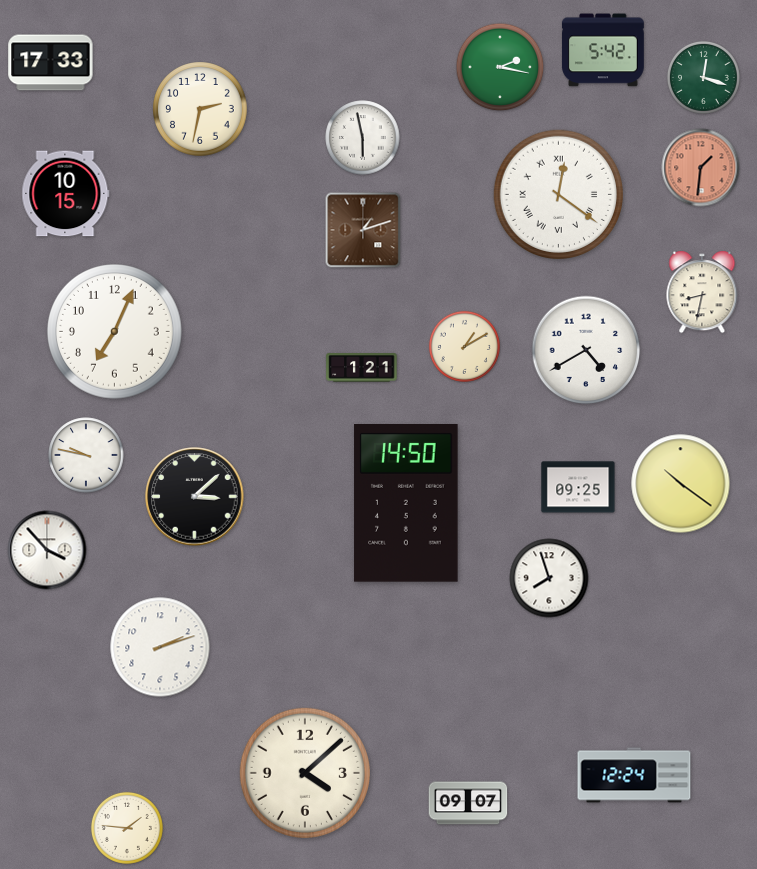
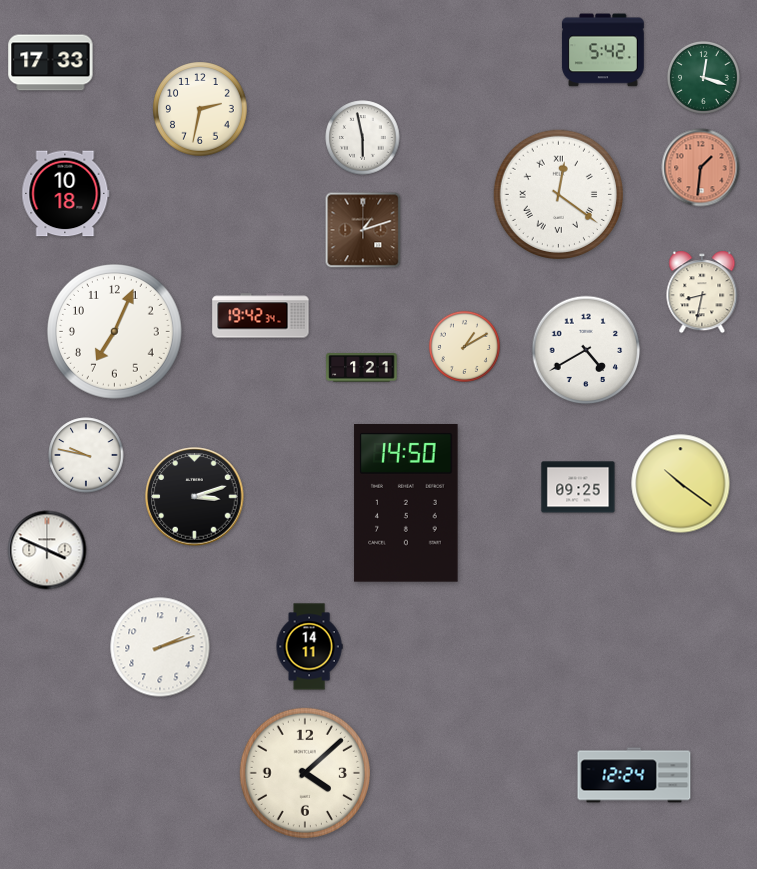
clock at (500, 67): 2:17 -> none
clock at (66, 194): 10:15 -> 10:18
clock at (261, 316): none -> 19:42
clock at (195, 497): 3:08 -> 3:12
clock at (47, 550): 3:53 -> 3:49
clock at (549, 578): 7:57 -> none
clock at (309, 647): none -> 14:11
clock at (468, 803): 09:07 -> none
clock at (127, 828): 1:46 -> none
